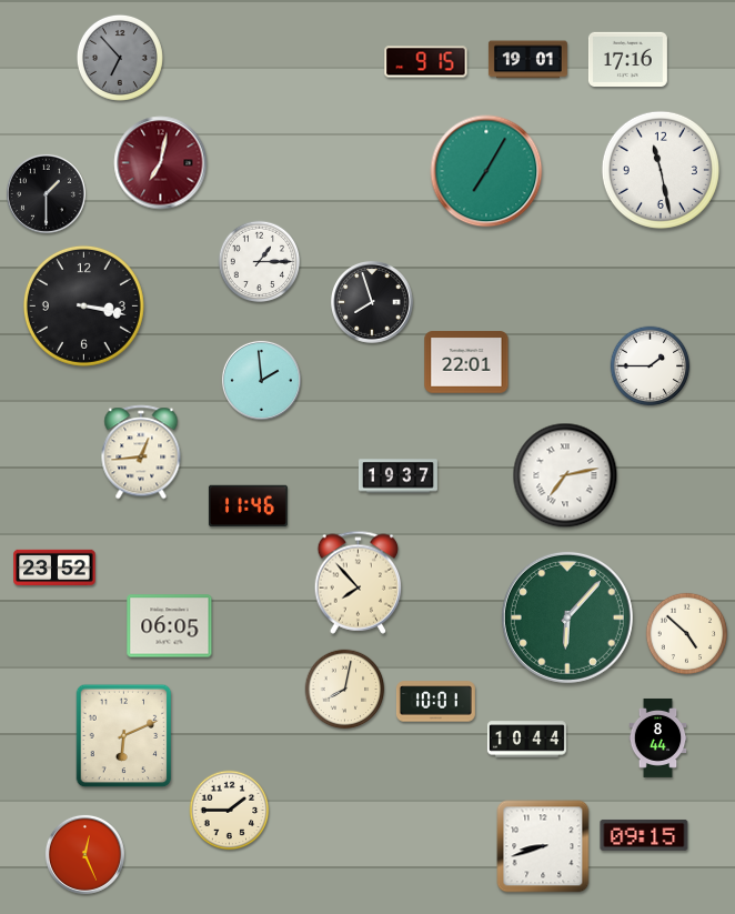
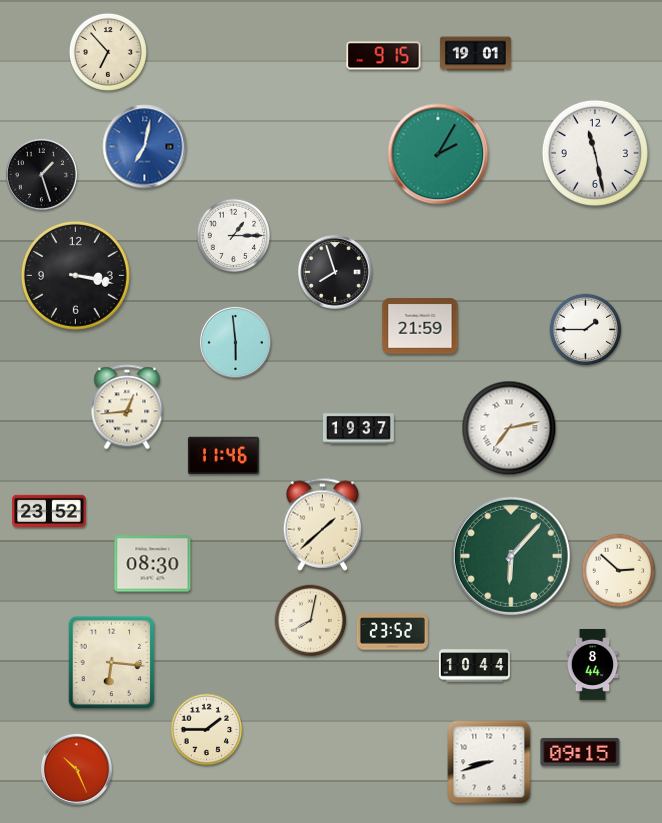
clock at (120, 58) dial: grey -> cream
clock at (627, 59): 17:16 -> none
clock at (161, 163) dial: burgundy -> blue
clock at (486, 171): 7:05 -> 2:05
clock at (46, 193): 1:30 -> 1:27
clock at (466, 362): 22:01 -> 21:59
clock at (261, 380): 1:59 -> 5:59
clock at (359, 582): 7:53 -> 1:38
clock at (170, 626): 06:05 -> 08:30
clock at (687, 634): 4:52 -> 2:52
clock at (435, 702): 10:01 -> 23:52
clock at (124, 736): 6:11 -> 6:16
clock at (84, 854): 12:26 -> 10:26
